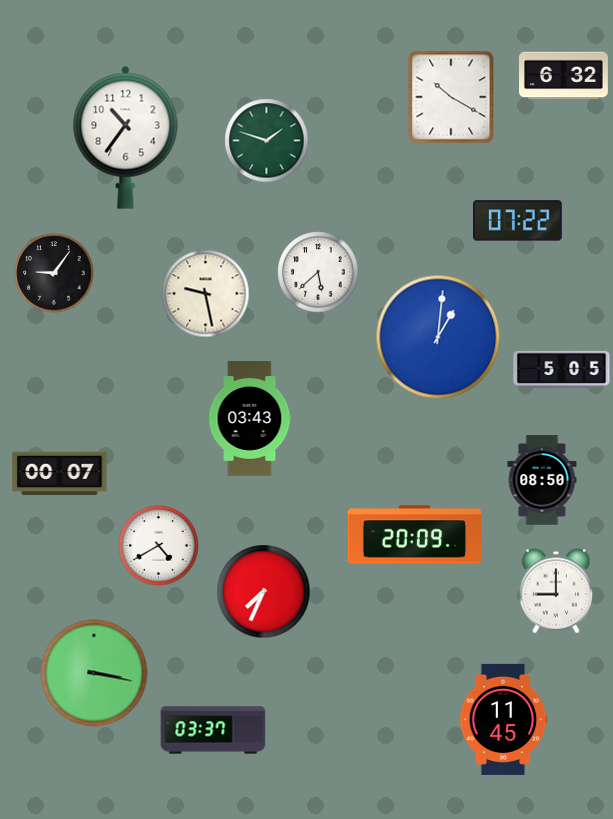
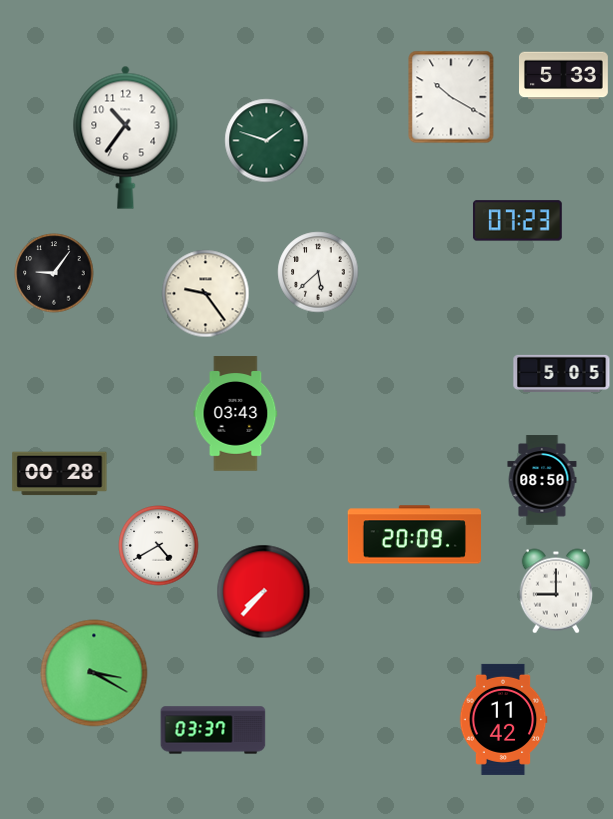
clock at (564, 76): 6:32 -> 5:33
clock at (517, 221): 07:22 -> 07:23
clock at (206, 294): 9:28 -> 9:24
clock at (438, 337): 1:01 -> none
clock at (562, 369) position: (562, 369) -> (562, 373)
clock at (250, 419) position: (250, 419) -> (236, 414)
clock at (60, 474): 00:07 -> 00:28
clock at (264, 592): 7:34 -> 7:37
clock at (94, 673): 3:17 -> 3:20
clock at (503, 719): 11:45 -> 11:42
